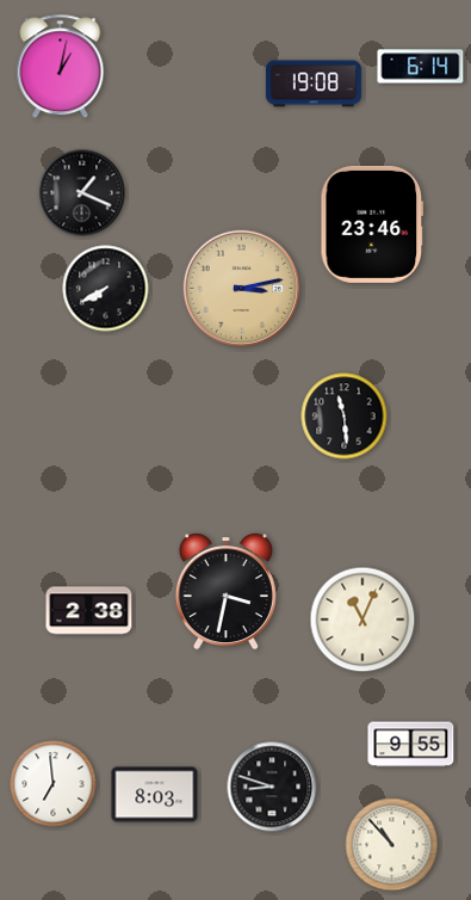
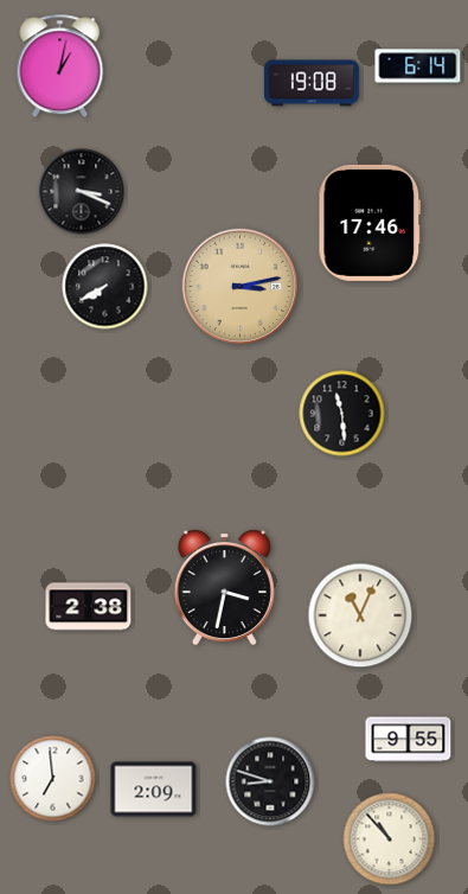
clock at (82, 193): 1:19 -> 3:19
clock at (372, 224): 23:46 -> 17:46
clock at (155, 795): 8:03 -> 2:09
